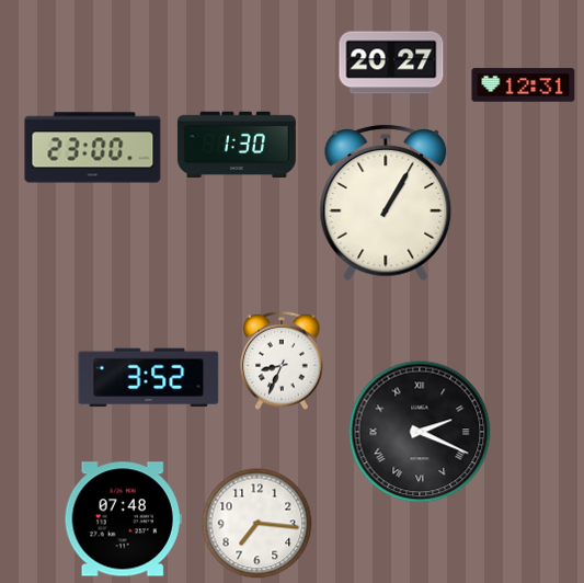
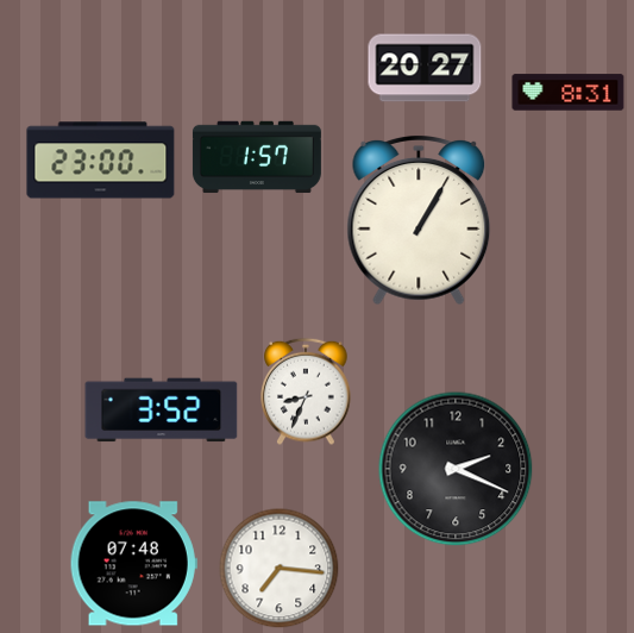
clock at (524, 85): 12:31 -> 8:31
clock at (237, 145): 1:30 -> 1:57
clock at (420, 432) numerals: Roman -> Arabic
